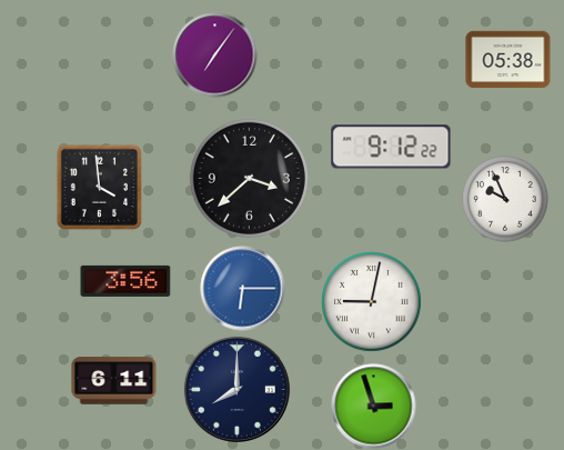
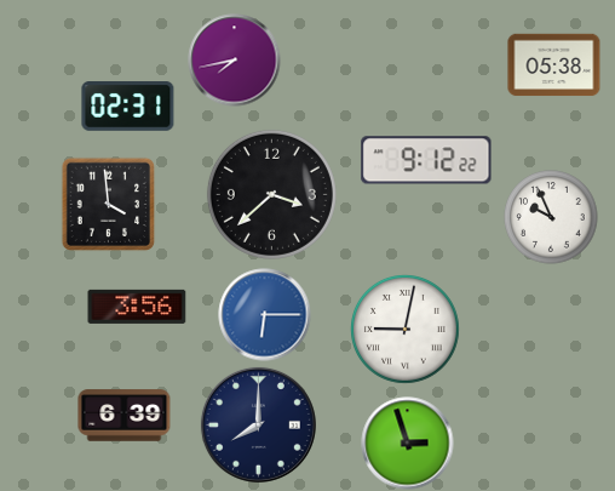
clock at (215, 56): 7:06 -> 7:43
clock at (128, 107): none -> 02:31
clock at (114, 381): 6:11 -> 6:39
